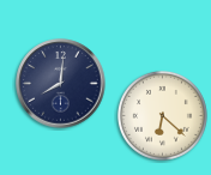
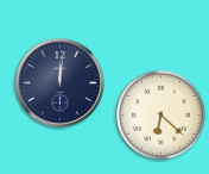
clock at (61, 84): 8:01 -> 12:01
